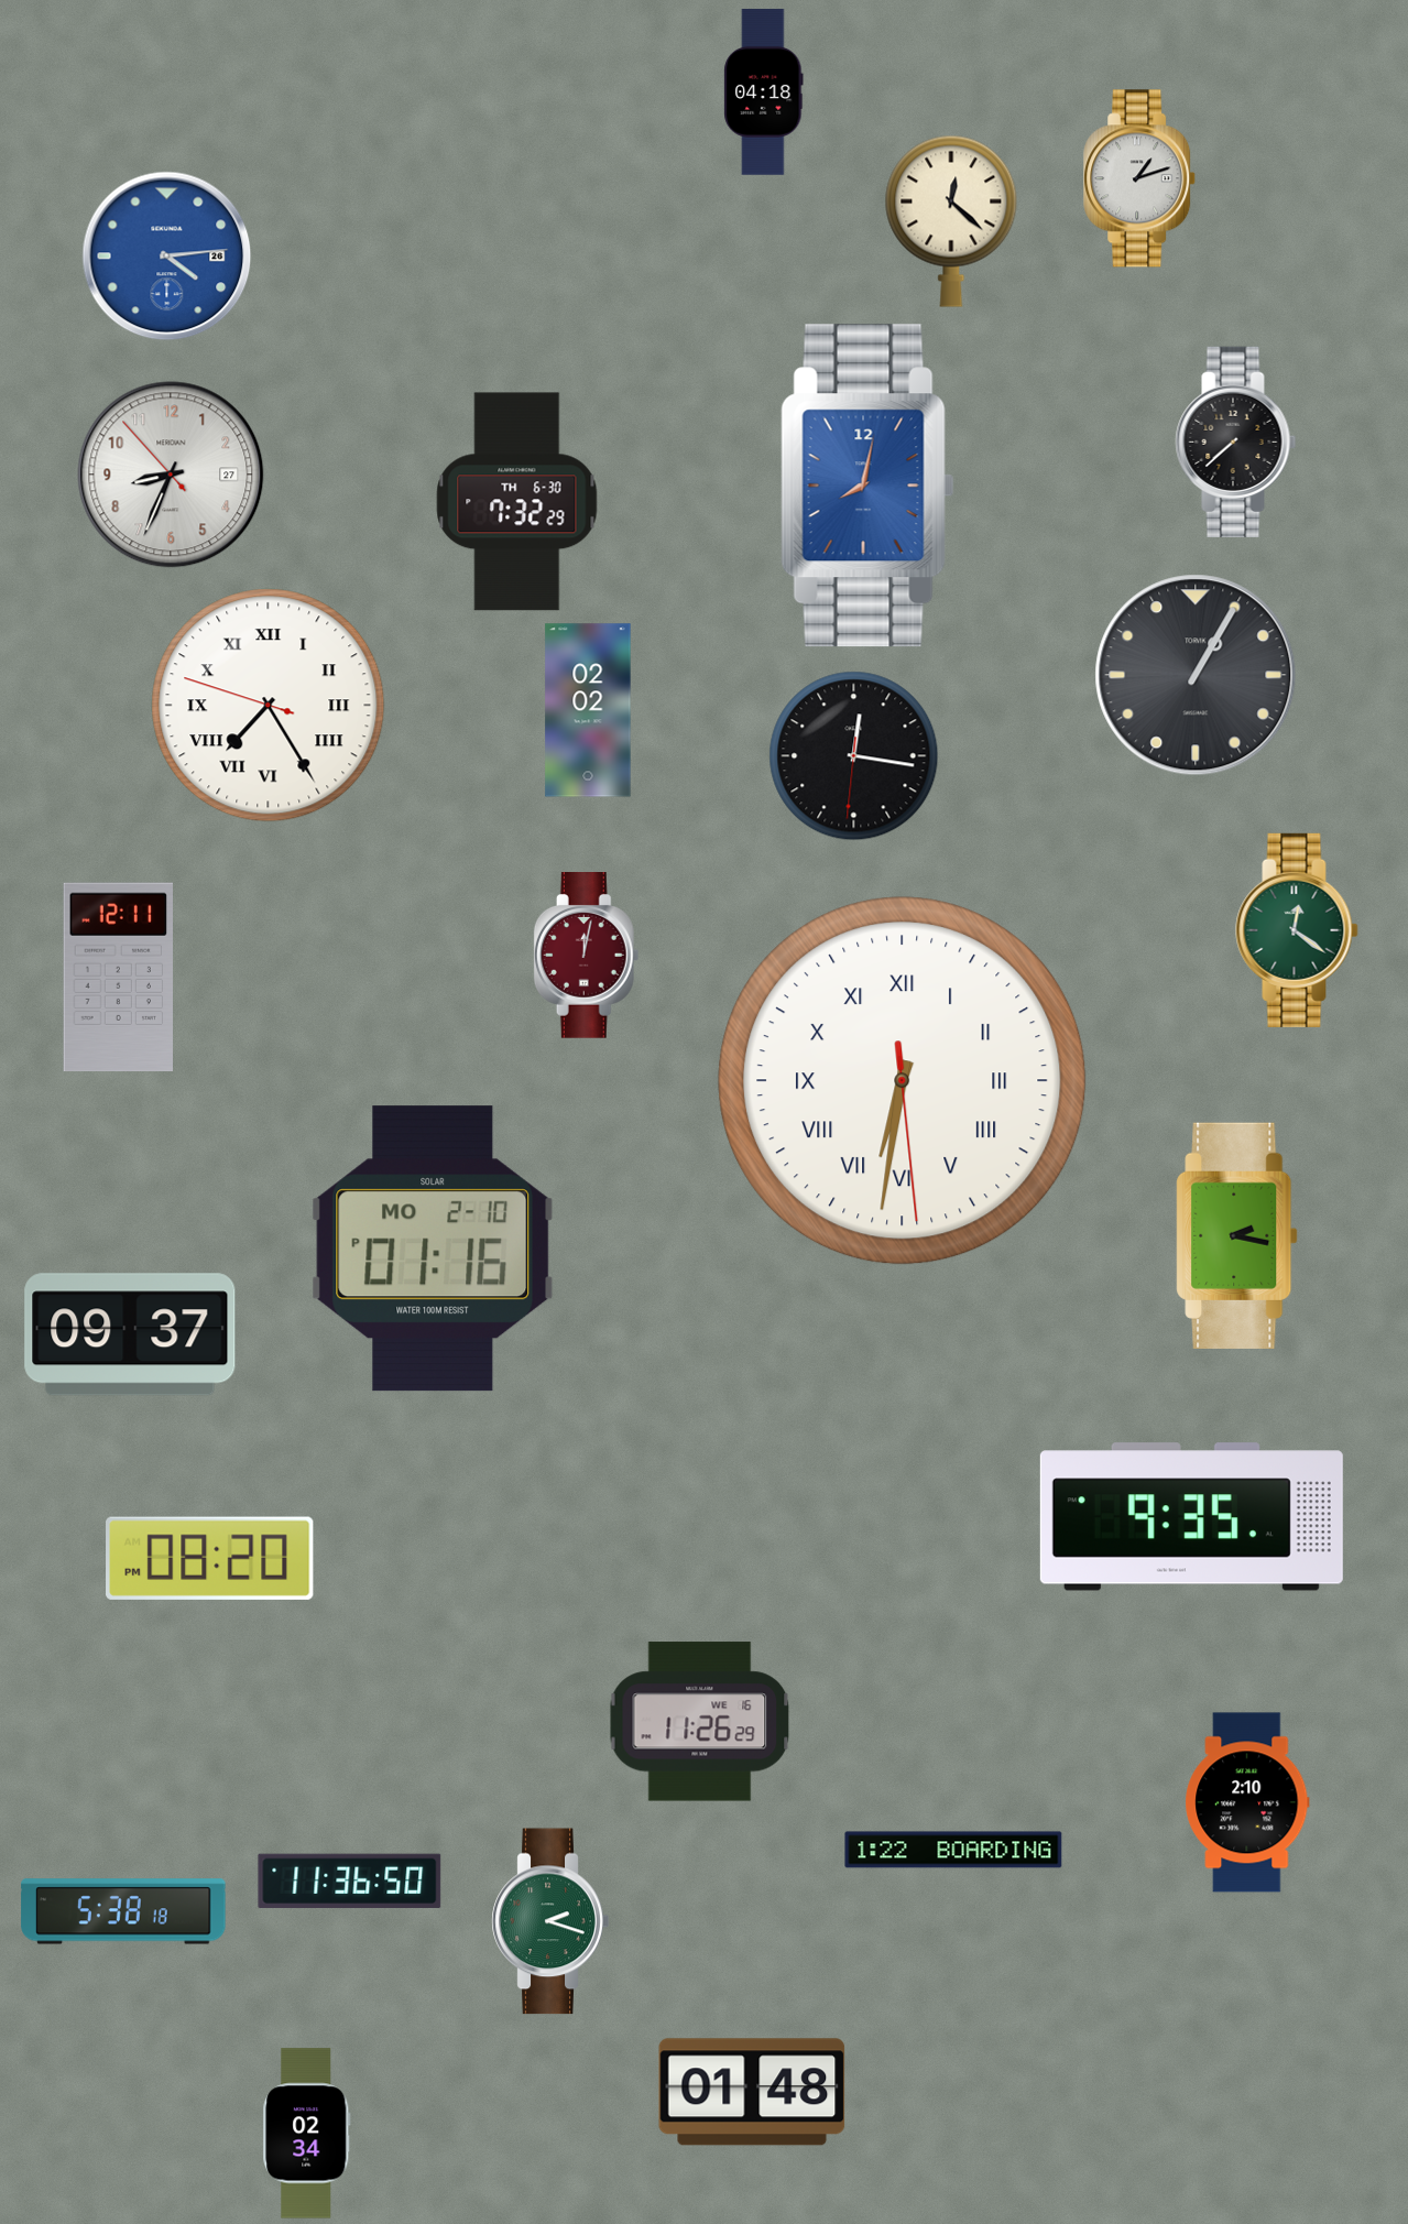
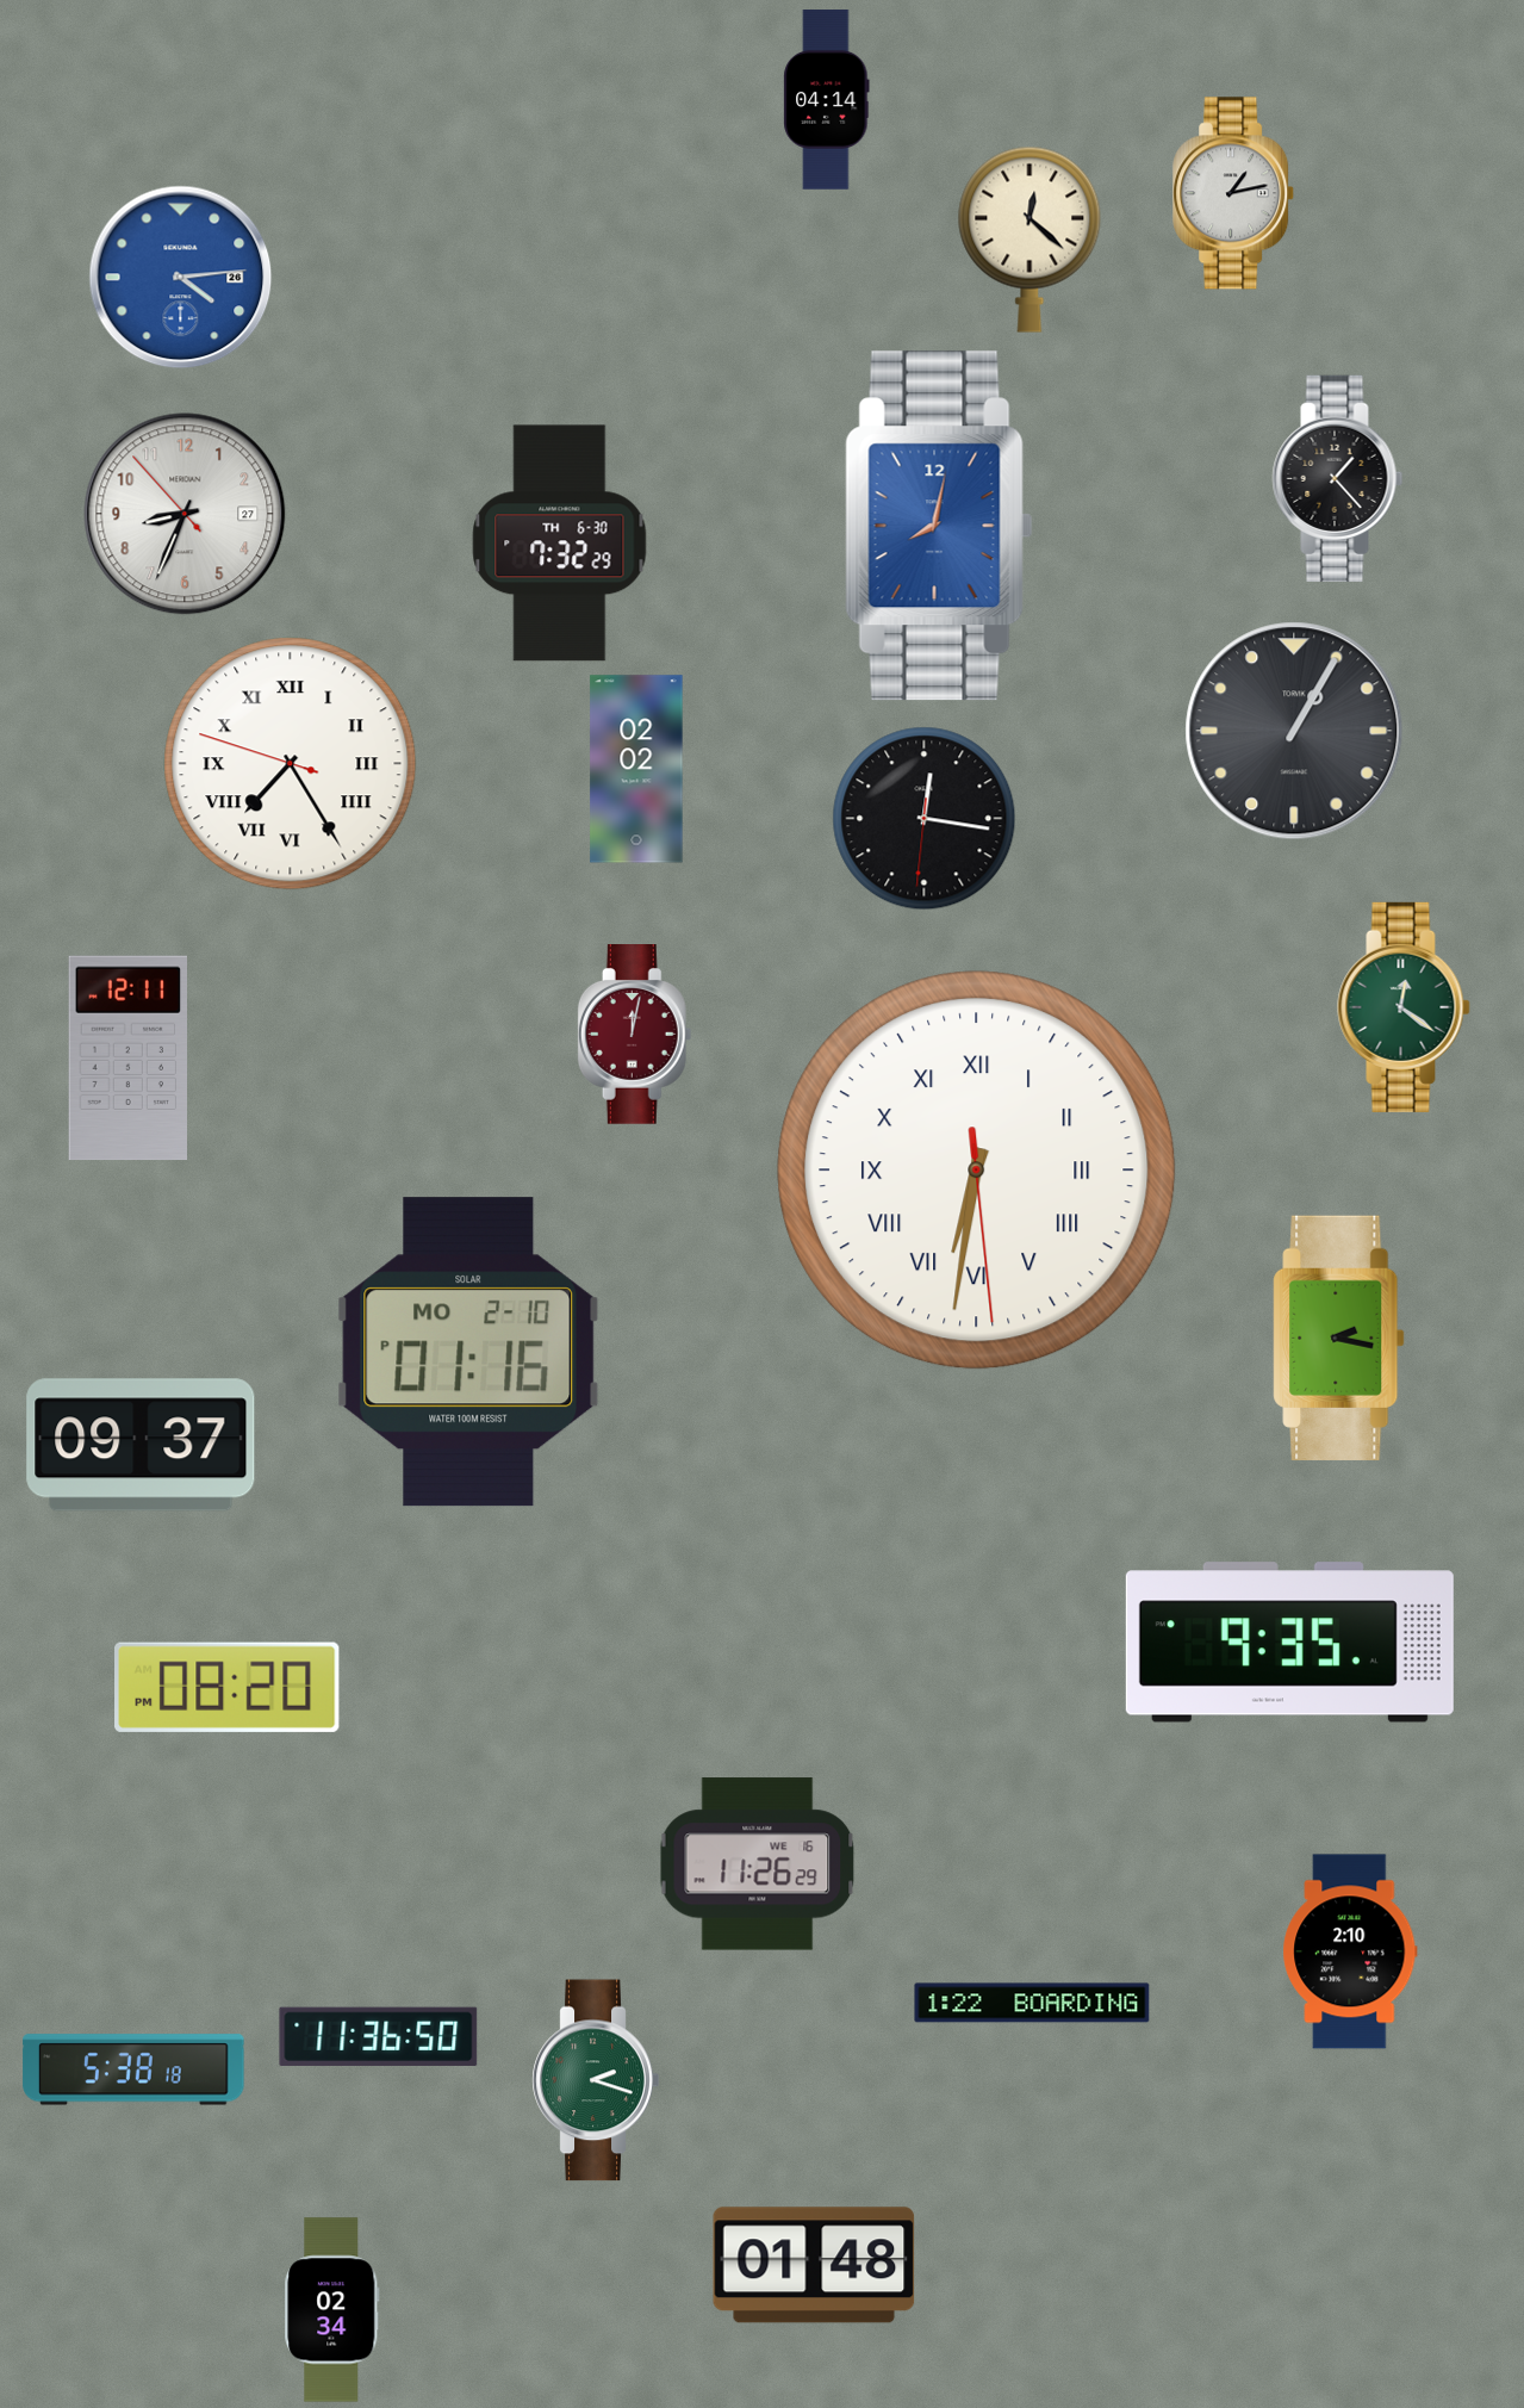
clock at (764, 92): 04:18 -> 04:14
clock at (1140, 178): 1:12 -> 1:13
clock at (1236, 441): 7:38 -> 1:23
